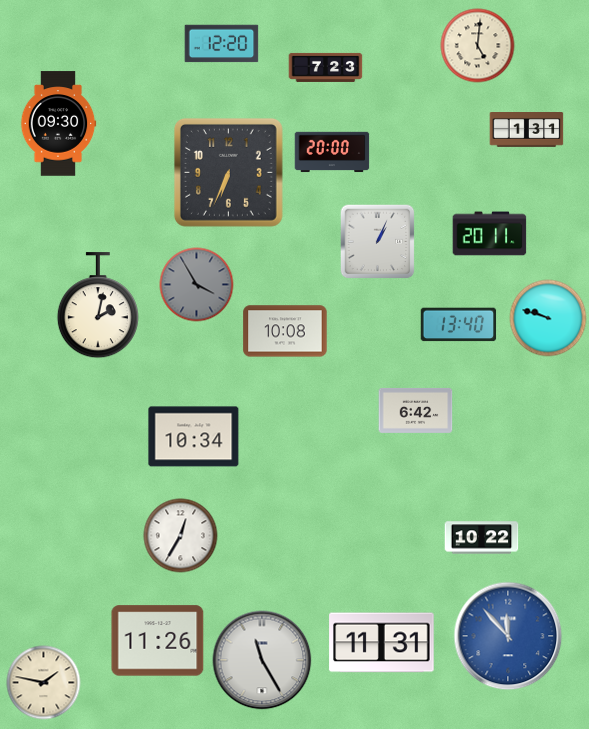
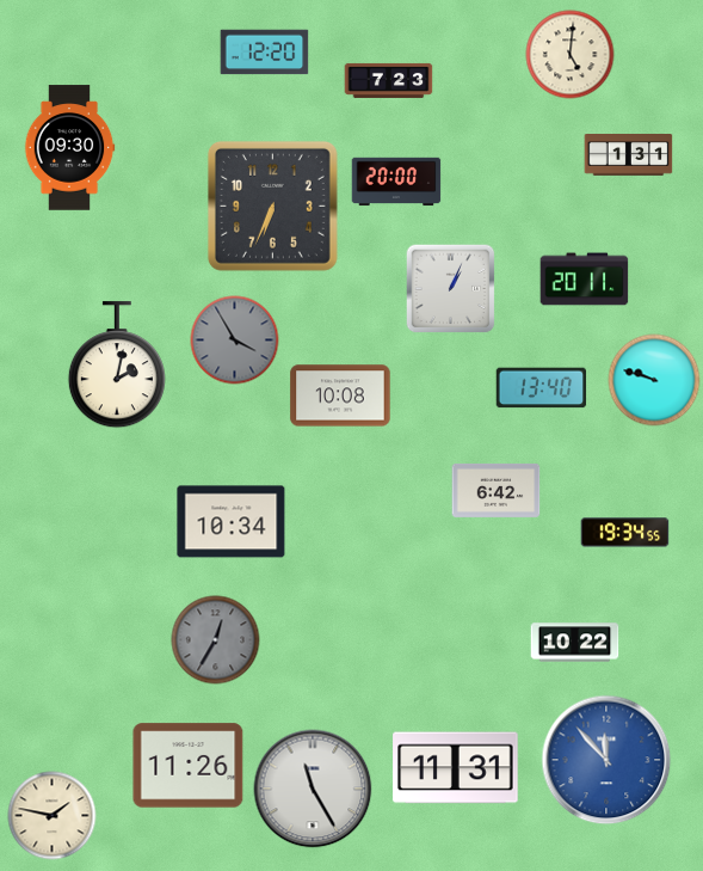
clock at (459, 325) position: (459, 325) -> (542, 388)
clock at (625, 533): none -> 19:34
clock at (181, 536) dial: white -> grey
